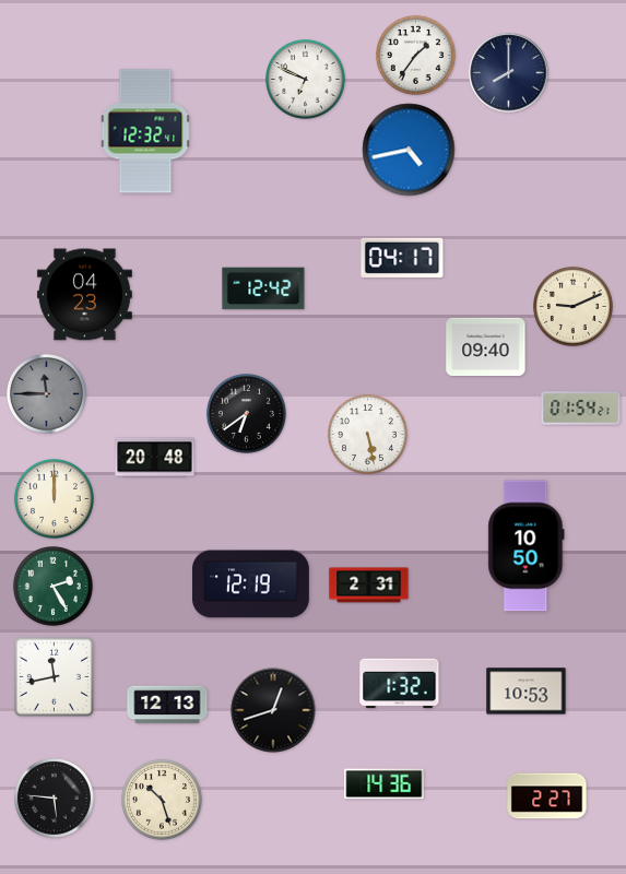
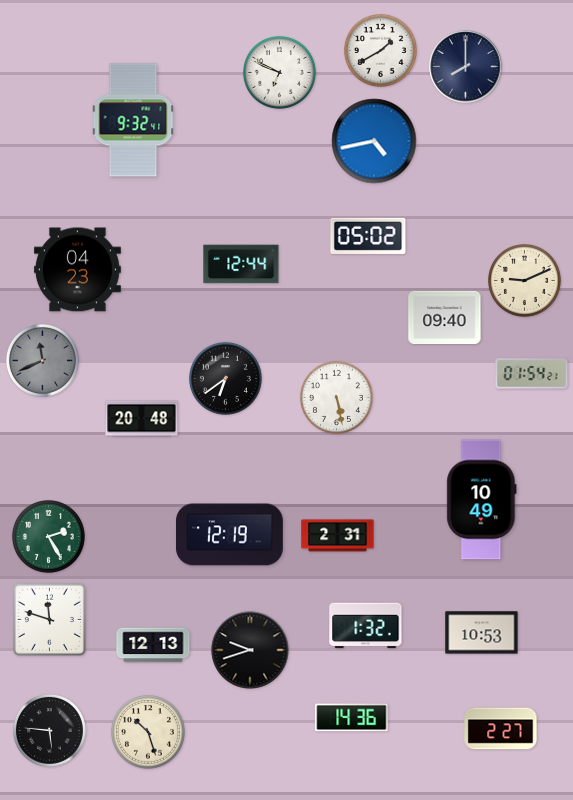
clock at (415, 55): 1:36 -> 1:40
clock at (145, 131): 12:32 -> 9:32
clock at (409, 150) position: (409, 150) -> (374, 141)
clock at (402, 258): 04:17 -> 05:02
clock at (263, 288): 12:42 -> 12:44
clock at (46, 393): 11:45 -> 11:41
clock at (54, 498): 12:00 -> none
clock at (527, 546): 10:50 -> 10:49
clock at (54, 676): 11:43 -> 11:48
clock at (273, 710): 12:42 -> 9:42
